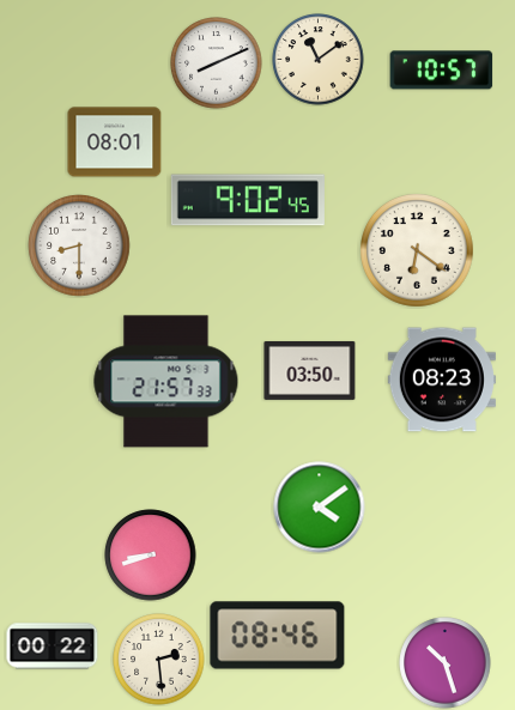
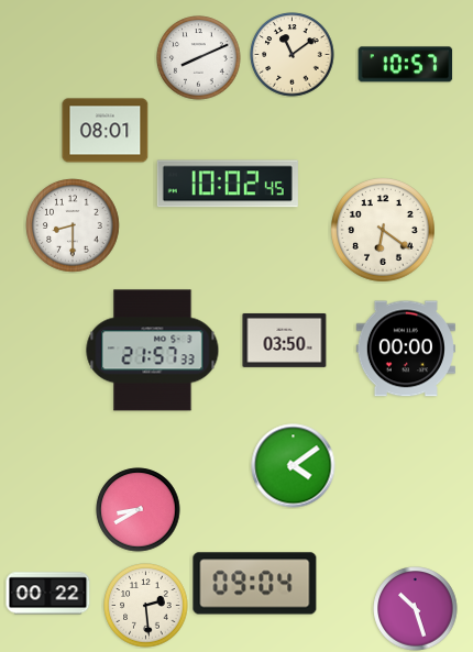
clock at (248, 200): 9:02 -> 10:02
clock at (442, 380): 08:23 -> 00:00
clock at (151, 556): 8:42 -> 8:40
clock at (278, 636): 08:46 -> 09:04
clock at (446, 663) position: (446, 663) -> (416, 609)
